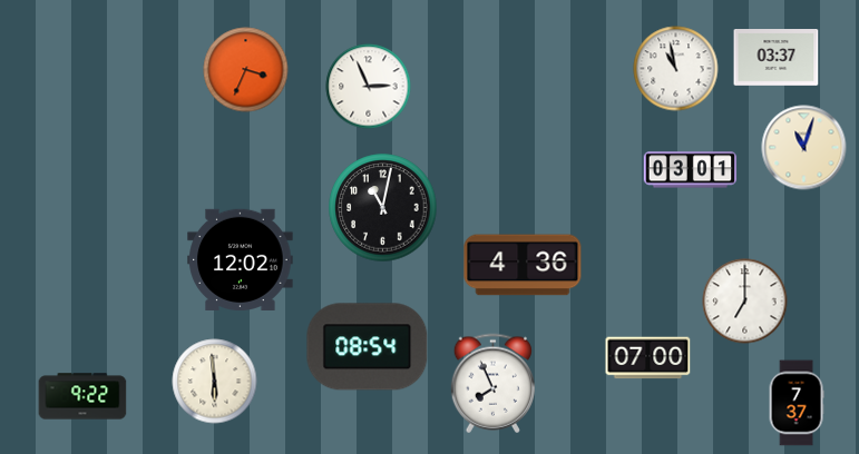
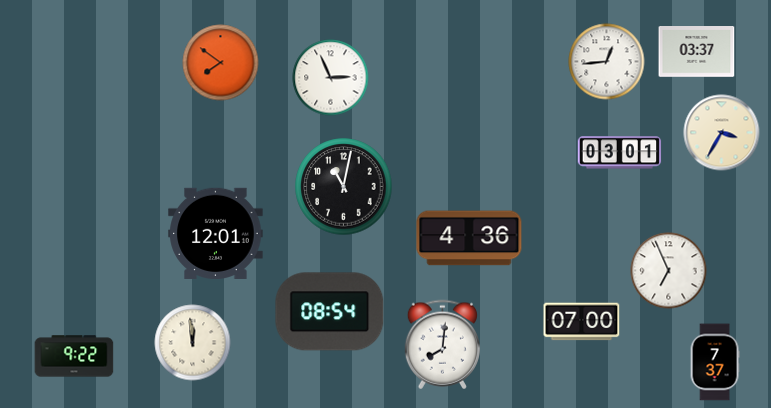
clock at (676, 69): 10:58 -> 12:44
clock at (246, 70): 3:34 -> 7:51
clock at (804, 148): 11:03 -> 3:35
clock at (241, 259): 12:02 -> 12:01
clock at (745, 302): 7:00 -> 6:56
clock at (215, 382): 5:59 -> 11:59
clock at (492, 384): 7:56 -> 8:01
